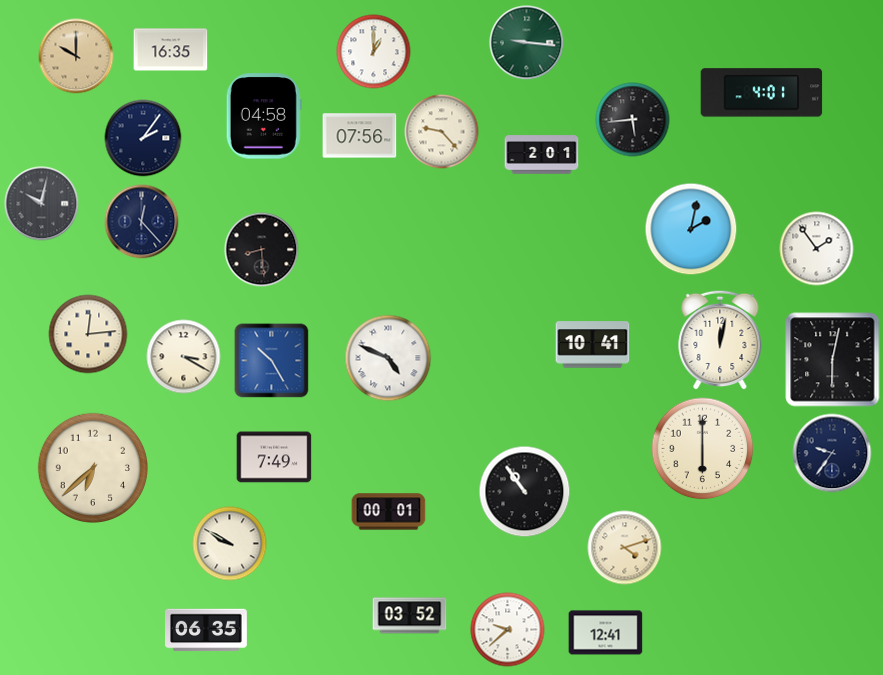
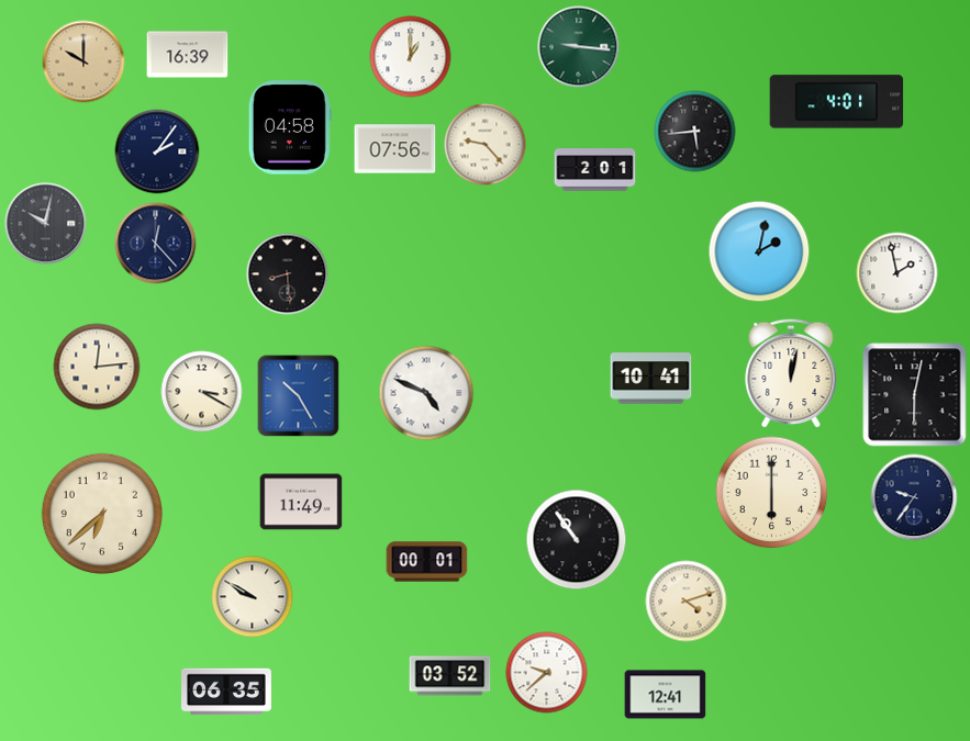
clock at (171, 50): 16:35 -> 16:39
clock at (817, 249): 1:54 -> 1:58
clock at (274, 457): 7:49 -> 11:49
clock at (508, 630) position: (508, 630) -> (547, 673)
